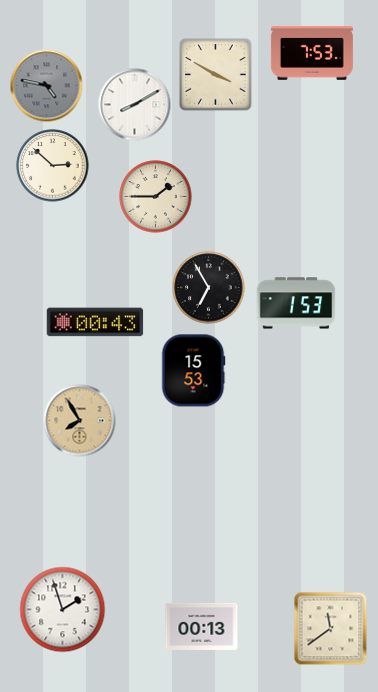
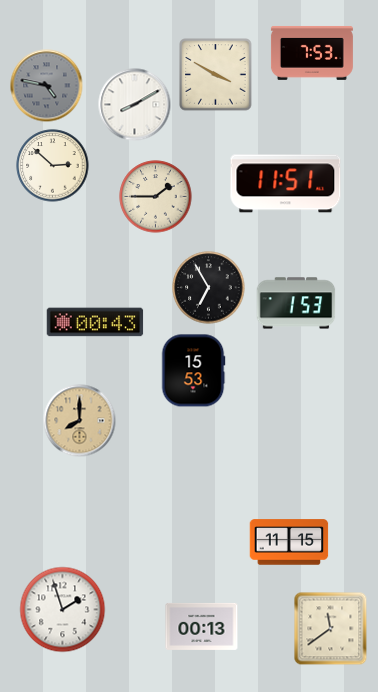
clock at (286, 184): none -> 11:51
clock at (80, 421): 7:55 -> 8:00
clock at (289, 542): none -> 11:15
